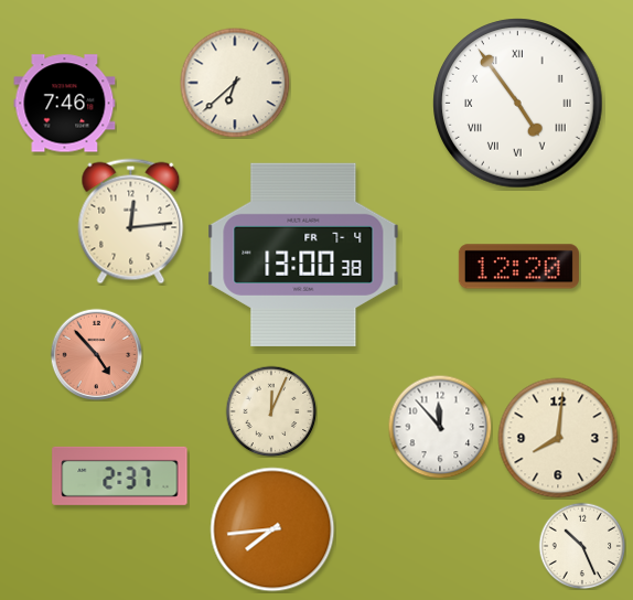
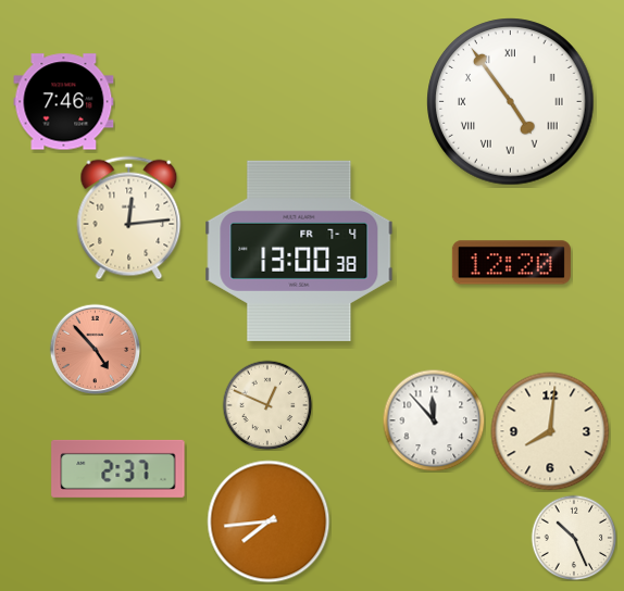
clock at (235, 83): 6:38 -> none
clock at (271, 411): 12:04 -> 12:49
